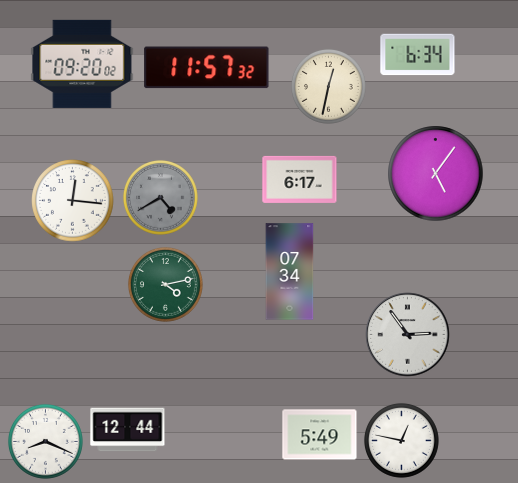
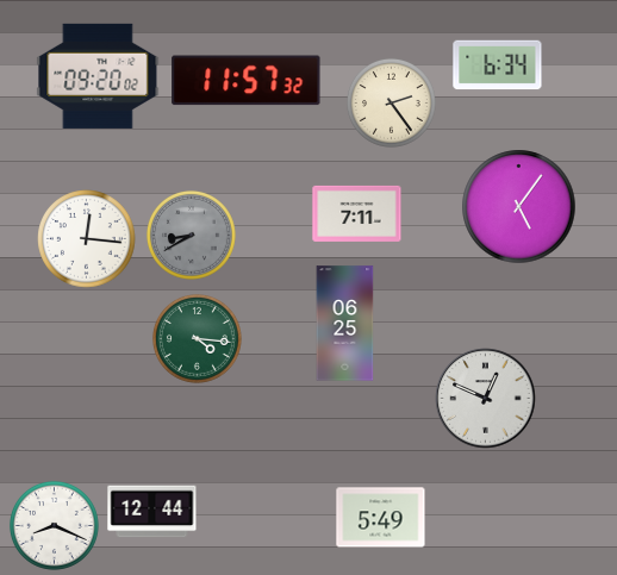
clock at (329, 87): 12:32 -> 2:24
clock at (300, 179): 6:17 -> 7:11
clock at (161, 198): 4:40 -> 8:40
clock at (290, 272): 07:34 -> 06:25
clock at (166, 285): 4:13 -> 4:16
clock at (408, 335): 2:54 -> 12:49
clock at (402, 441): 12:47 -> none
